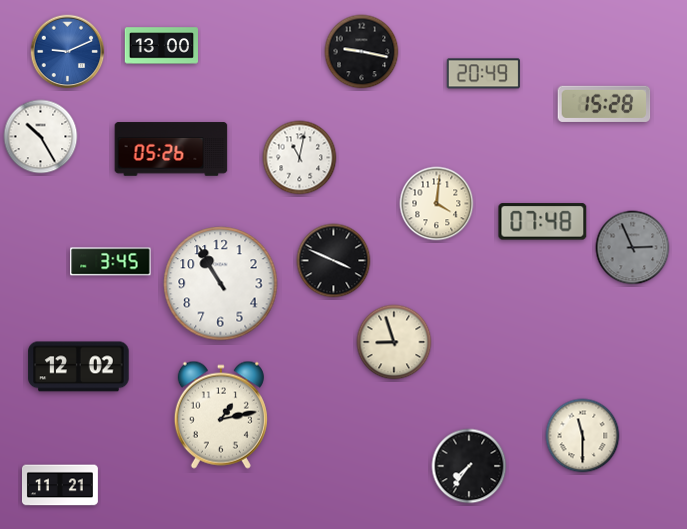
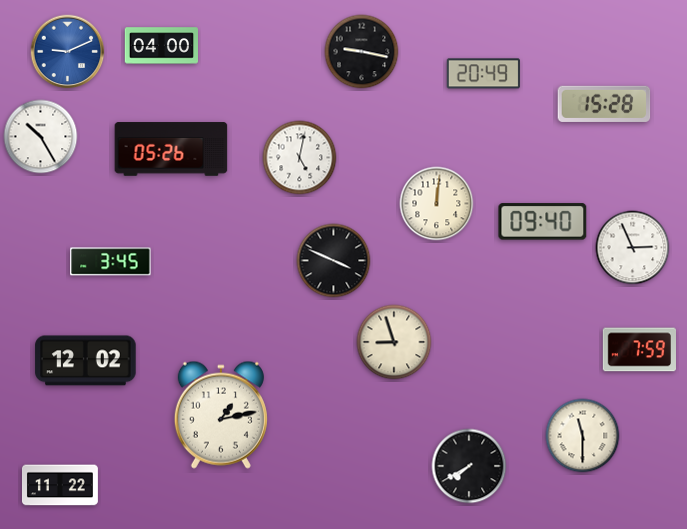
clock at (161, 46): 13:00 -> 04:00
clock at (300, 158): 11:02 -> 5:02
clock at (437, 204): 4:01 -> 12:01
clock at (543, 222): 07:48 -> 09:40
clock at (633, 248) dial: grey -> white
clock at (221, 284): 10:55 -> none
clock at (639, 350): none -> 7:59
clock at (79, 367) position: (79, 367) -> (86, 361)
clock at (469, 466): 7:36 -> 7:40
clock at (60, 485): 11:21 -> 11:22
